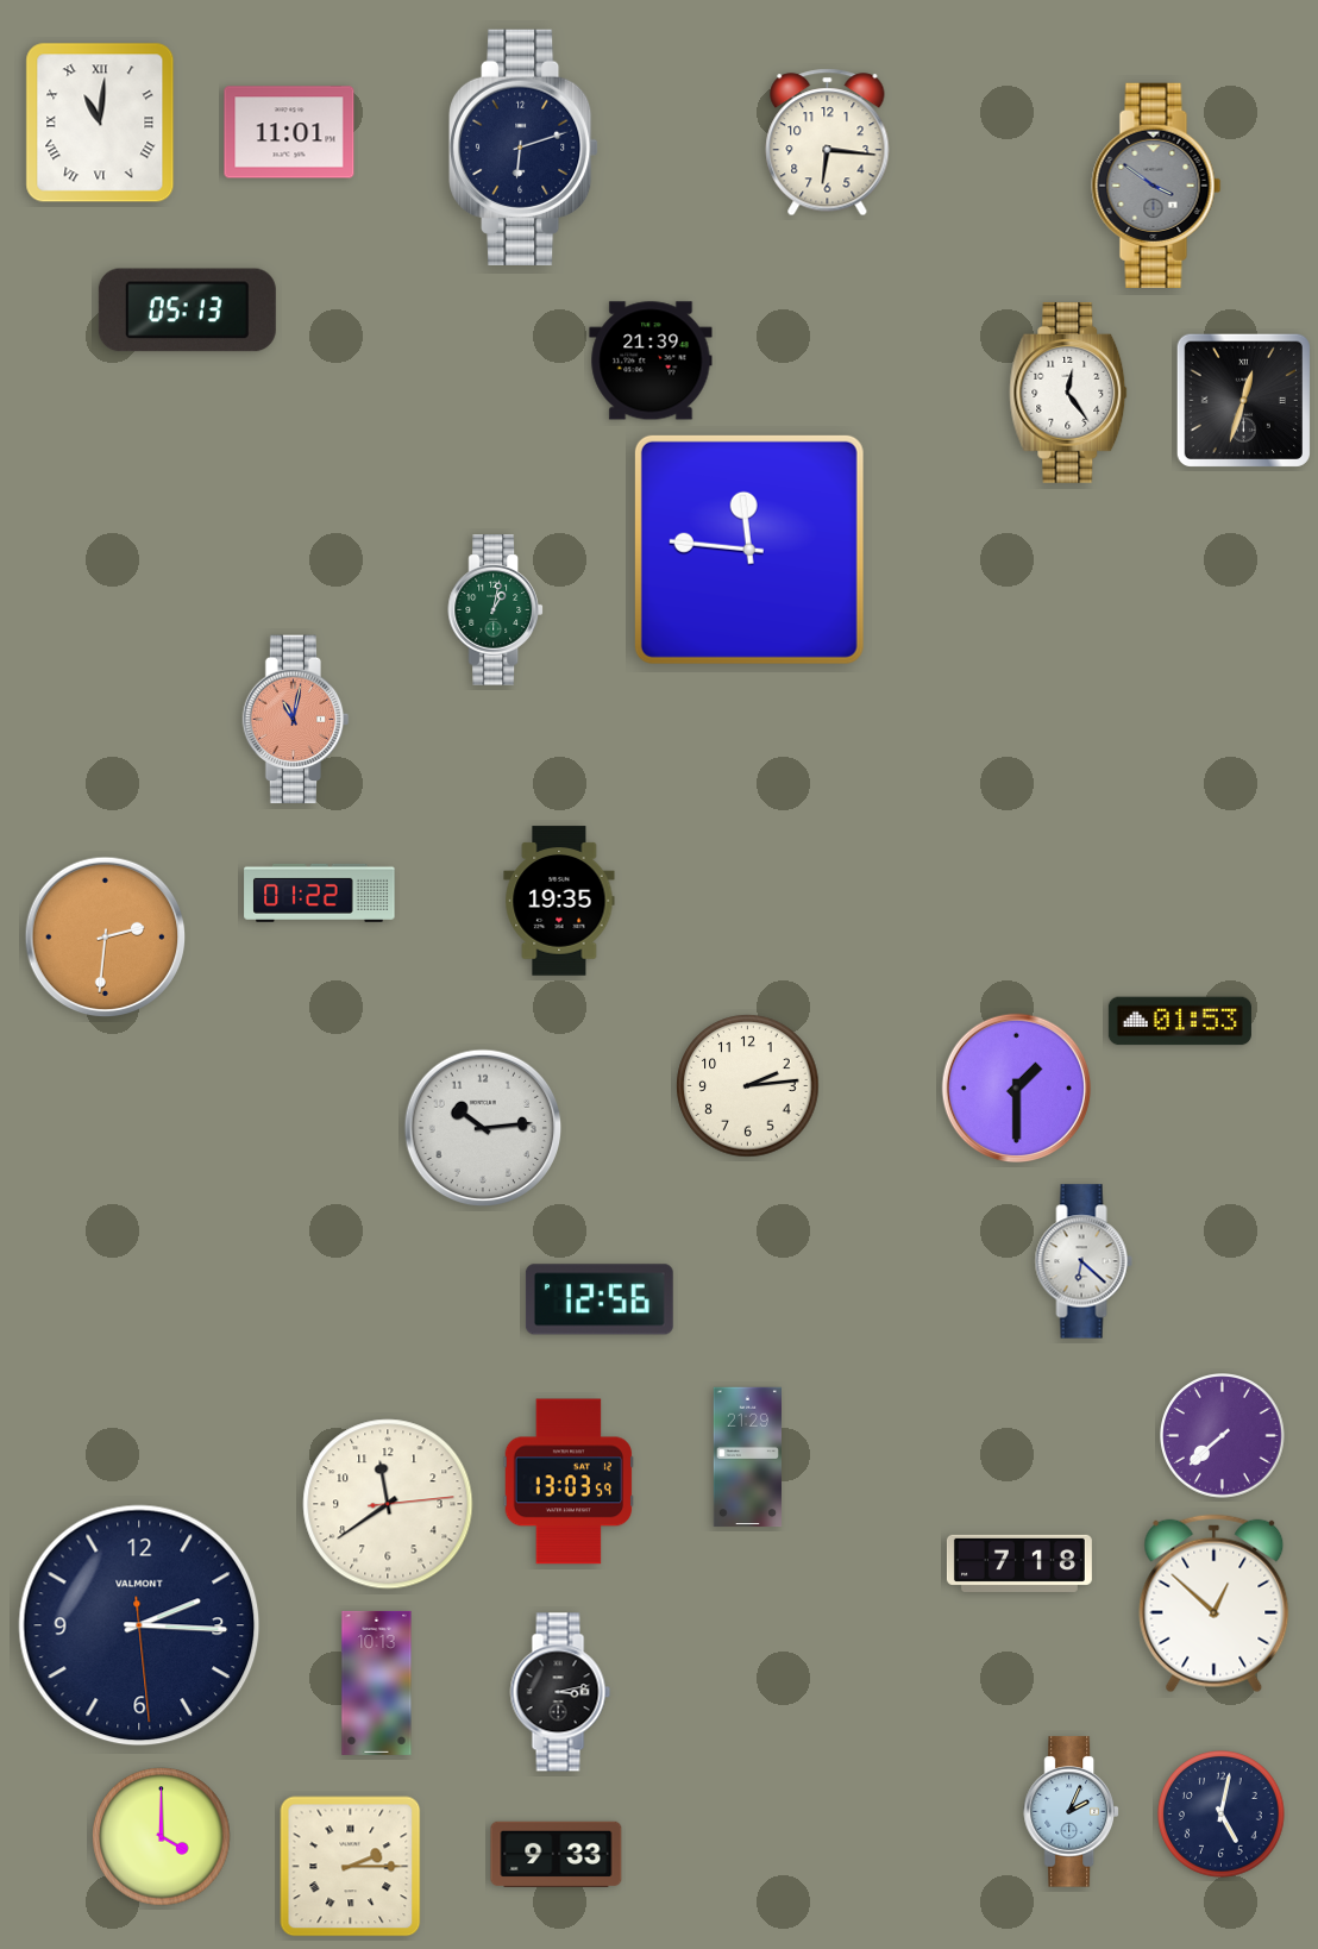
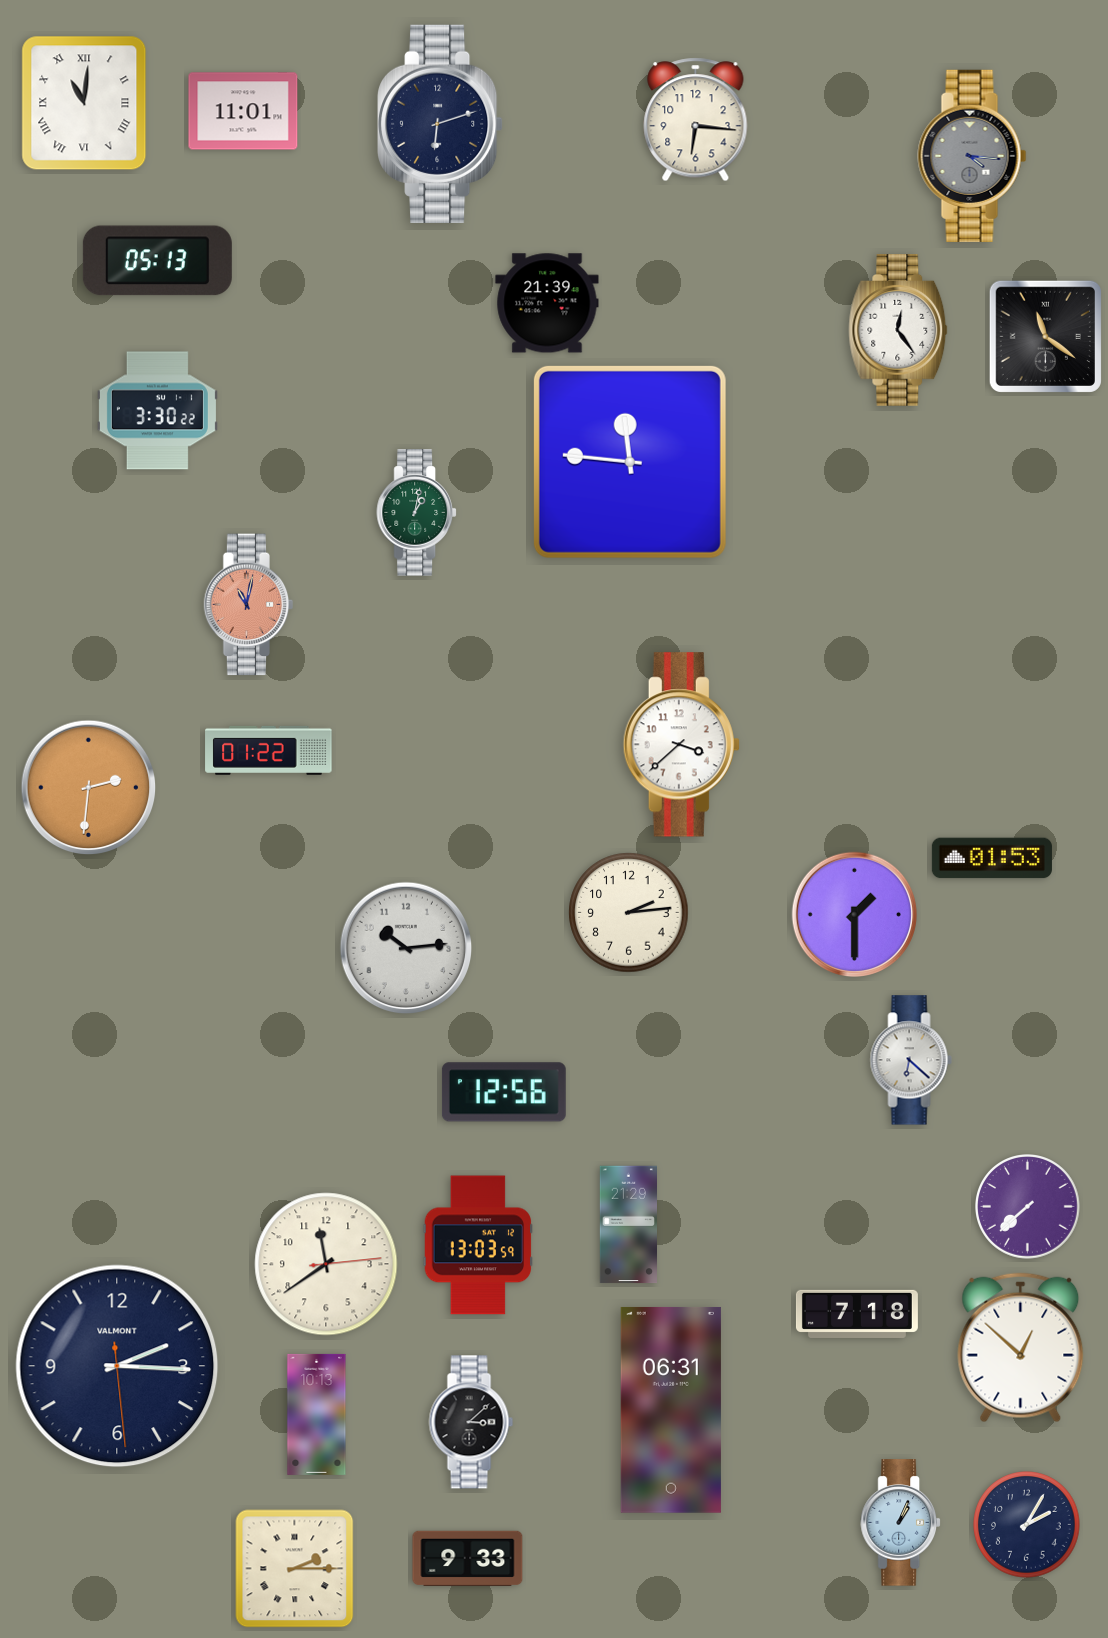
clock at (1156, 186): 3:51 -> 4:16
clock at (1243, 400): 12:33 -> 11:21
clock at (157, 411): none -> 3:30
clock at (681, 745): none -> 3:38
clock at (559, 901): 19:35 -> none
clock at (671, 1410): none -> 06:31
clock at (560, 1692): 3:13 -> 3:08
clock at (1071, 1812): 2:04 -> 1:04
clock at (1222, 1815): 5:02 -> 2:05
clock at (162, 1837): 4:00 -> none
